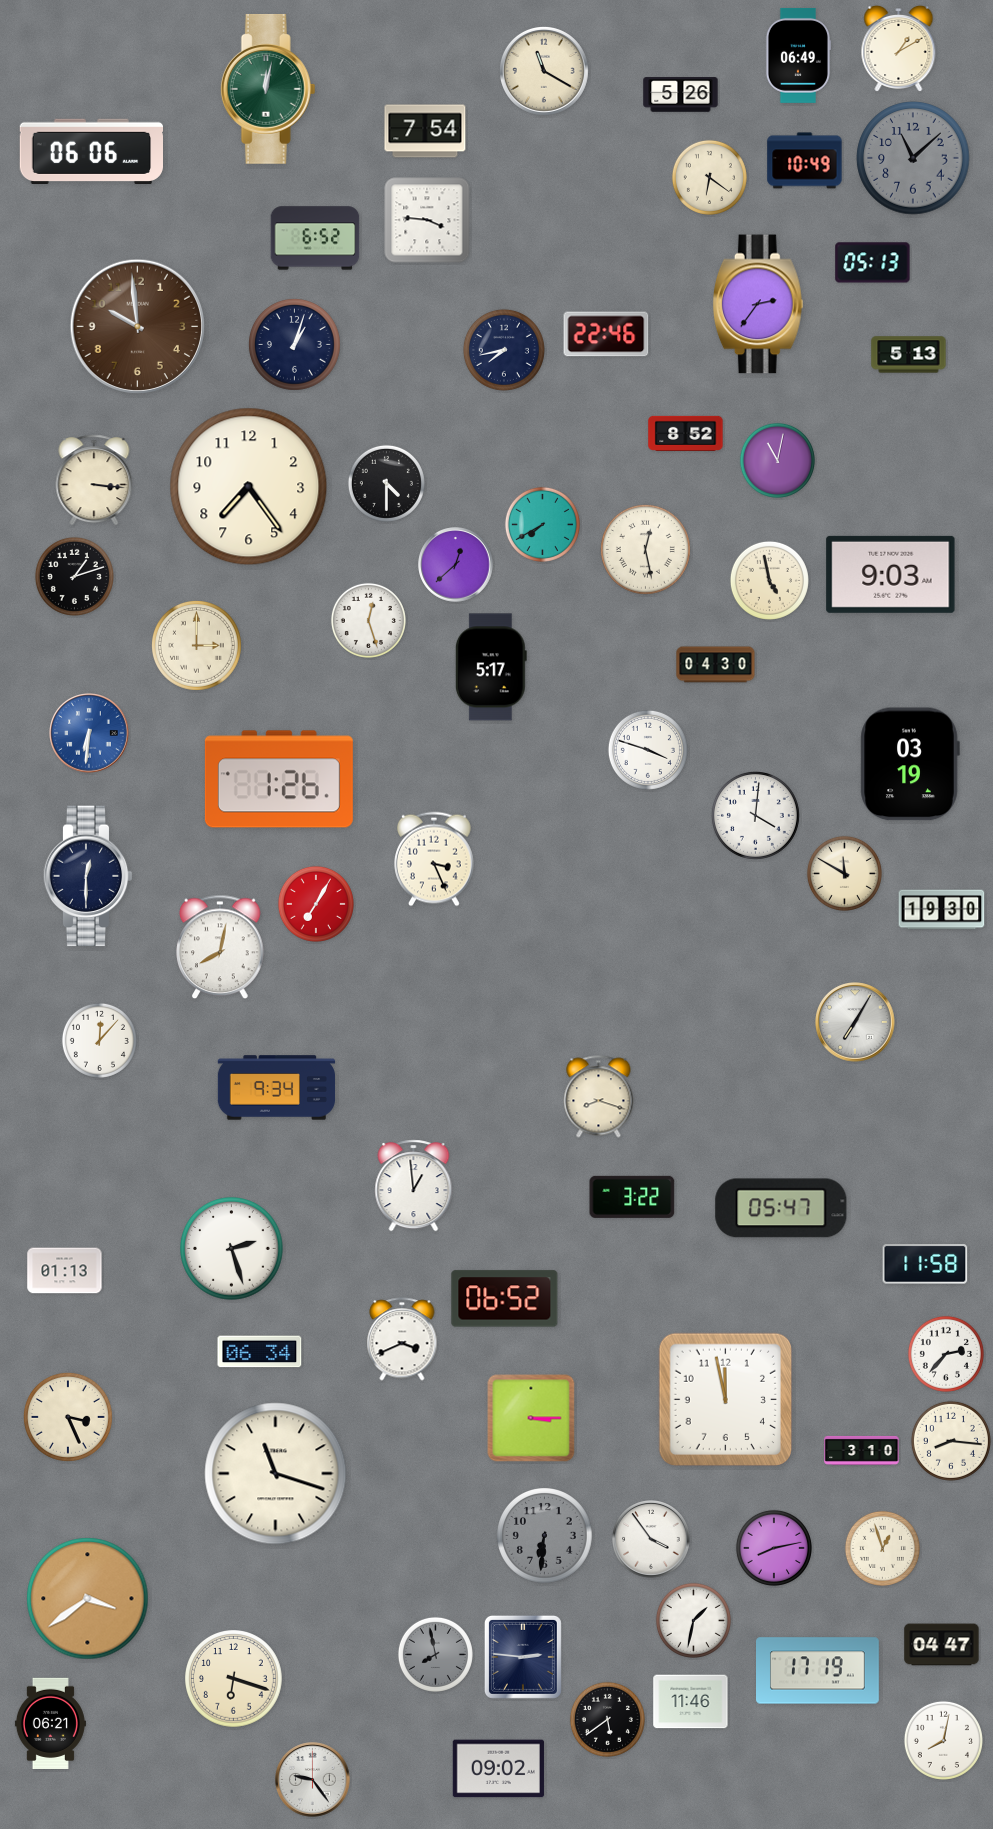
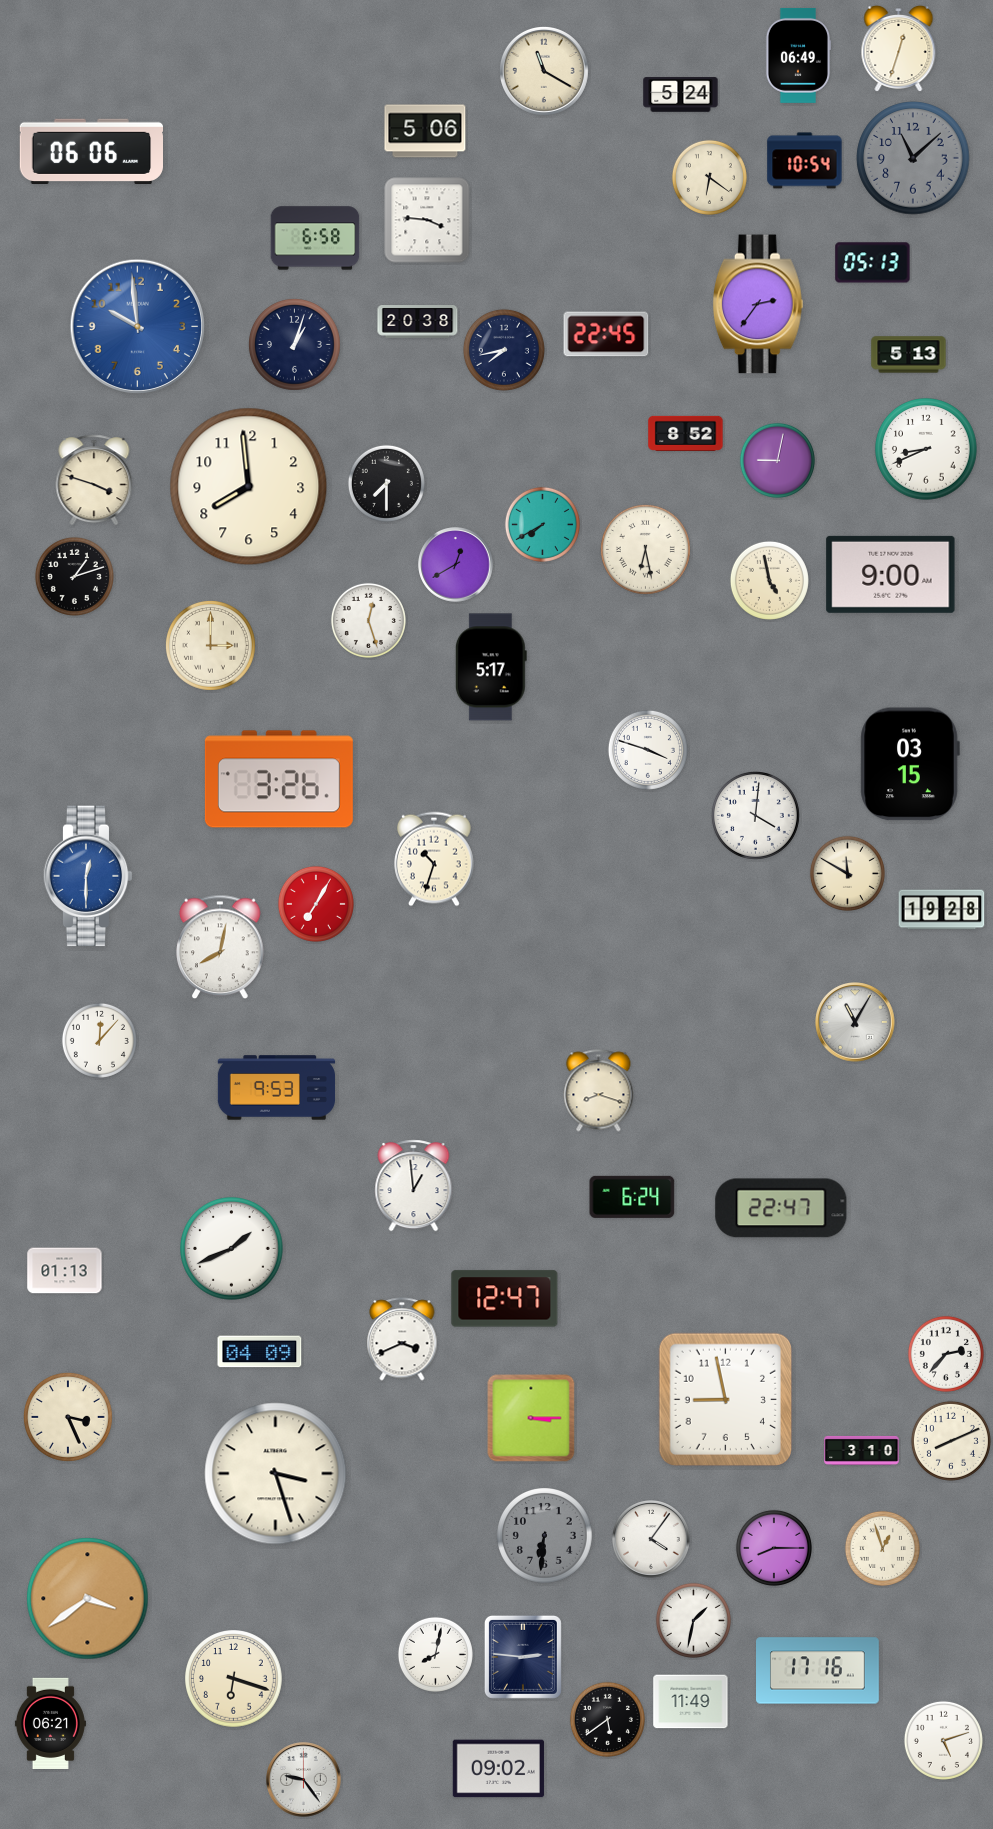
clock at (899, 49): 1:10 -> 12:33
clock at (268, 89): 12:02 -> none
clock at (681, 95): 5:26 -> 5:24
clock at (425, 131): 7:54 -> 5:06
clock at (805, 161): 10:49 -> 10:54
clock at (315, 238): 6:52 -> 6:58
clock at (418, 322): none -> 20:38
clock at (137, 326) dial: brown -> blue
clock at (606, 334): 22:46 -> 22:45
clock at (926, 449): none -> 8:41
clock at (777, 460): 11:02 -> 9:02
clock at (94, 480): 3:16 -> 3:48
clock at (386, 483): 4:30 -> 7:30
clock at (249, 487): 7:24 -> 7:59
clock at (645, 549): 12:28 -> 6:28
clock at (456, 565): 12:38 -> 12:40
clock at (891, 574): 9:03 -> 9:00
clock at (196, 645) position: (196, 645) -> (210, 645)
clock at (716, 665): 04:30 -> none
clock at (89, 733): 6:31 -> none
clock at (910, 764): 03:19 -> 03:15
clock at (279, 779): 1:26 -> 3:26
clock at (435, 859): 3:26 -> 10:33
clock at (844, 873) position: (844, 873) -> (847, 873)
clock at (88, 876) dial: navy -> blue
clock at (942, 910): 19:30 -> 19:28
clock at (855, 1022): 7:05 -> 11:05
clock at (277, 1088): 9:34 -> 9:53
clock at (599, 1097) position: (599, 1097) -> (599, 1091)
clock at (632, 1197): 3:22 -> 6:24
clock at (781, 1208): 05:47 -> 22:47
clock at (232, 1249): 2:27 -> 1:41
clock at (925, 1264): 11:58 -> none
clock at (505, 1299): 06:52 -> 12:47
clock at (260, 1352): 06:34 -> 04:09
clock at (725, 1399): 11:58 -> 8:58
clock at (951, 1441): 8:16 -> 8:11
clock at (276, 1474): 11:18 -> 3:27
clock at (651, 1539): 3:54 -> 4:06
clock at (774, 1548): 8:13 -> 8:15
clock at (942, 1645): 04:47 -> none
clock at (435, 1654): 7:58 -> 8:02
clock at (435, 1654) dial: grey -> white
clock at (818, 1671): 17:19 -> 17:16
clock at (691, 1702): 11:46 -> 11:49
clock at (943, 1740): 8:02 -> 5:12
clock at (313, 1780) position: (313, 1780) -> (304, 1780)
